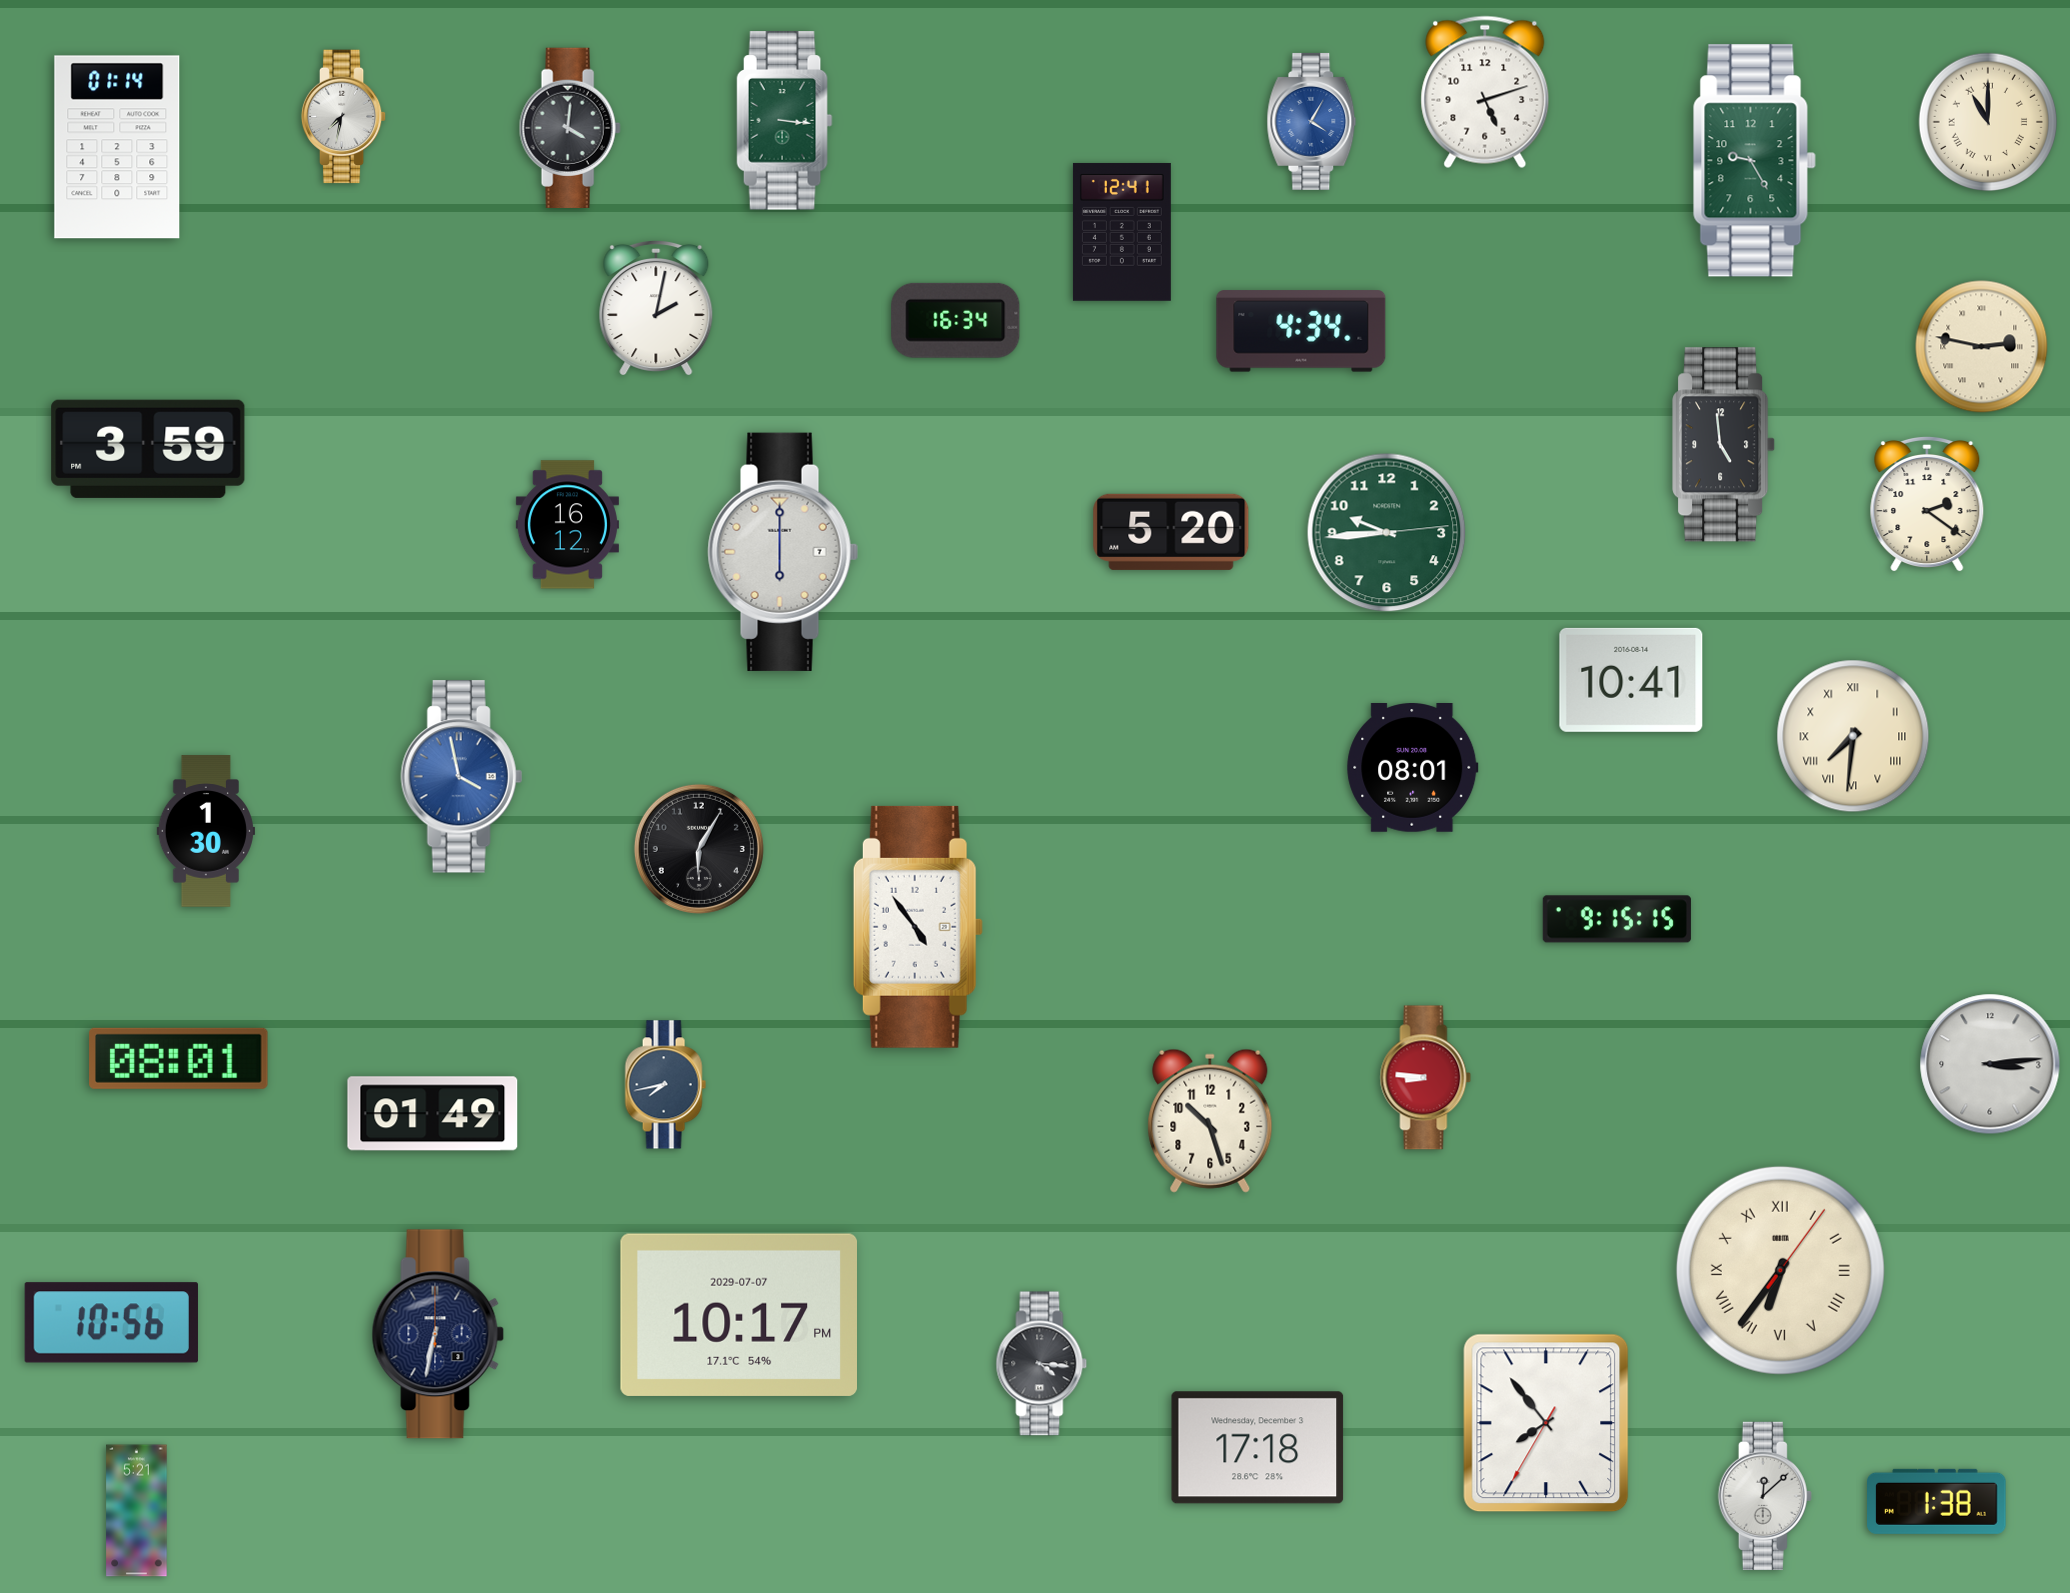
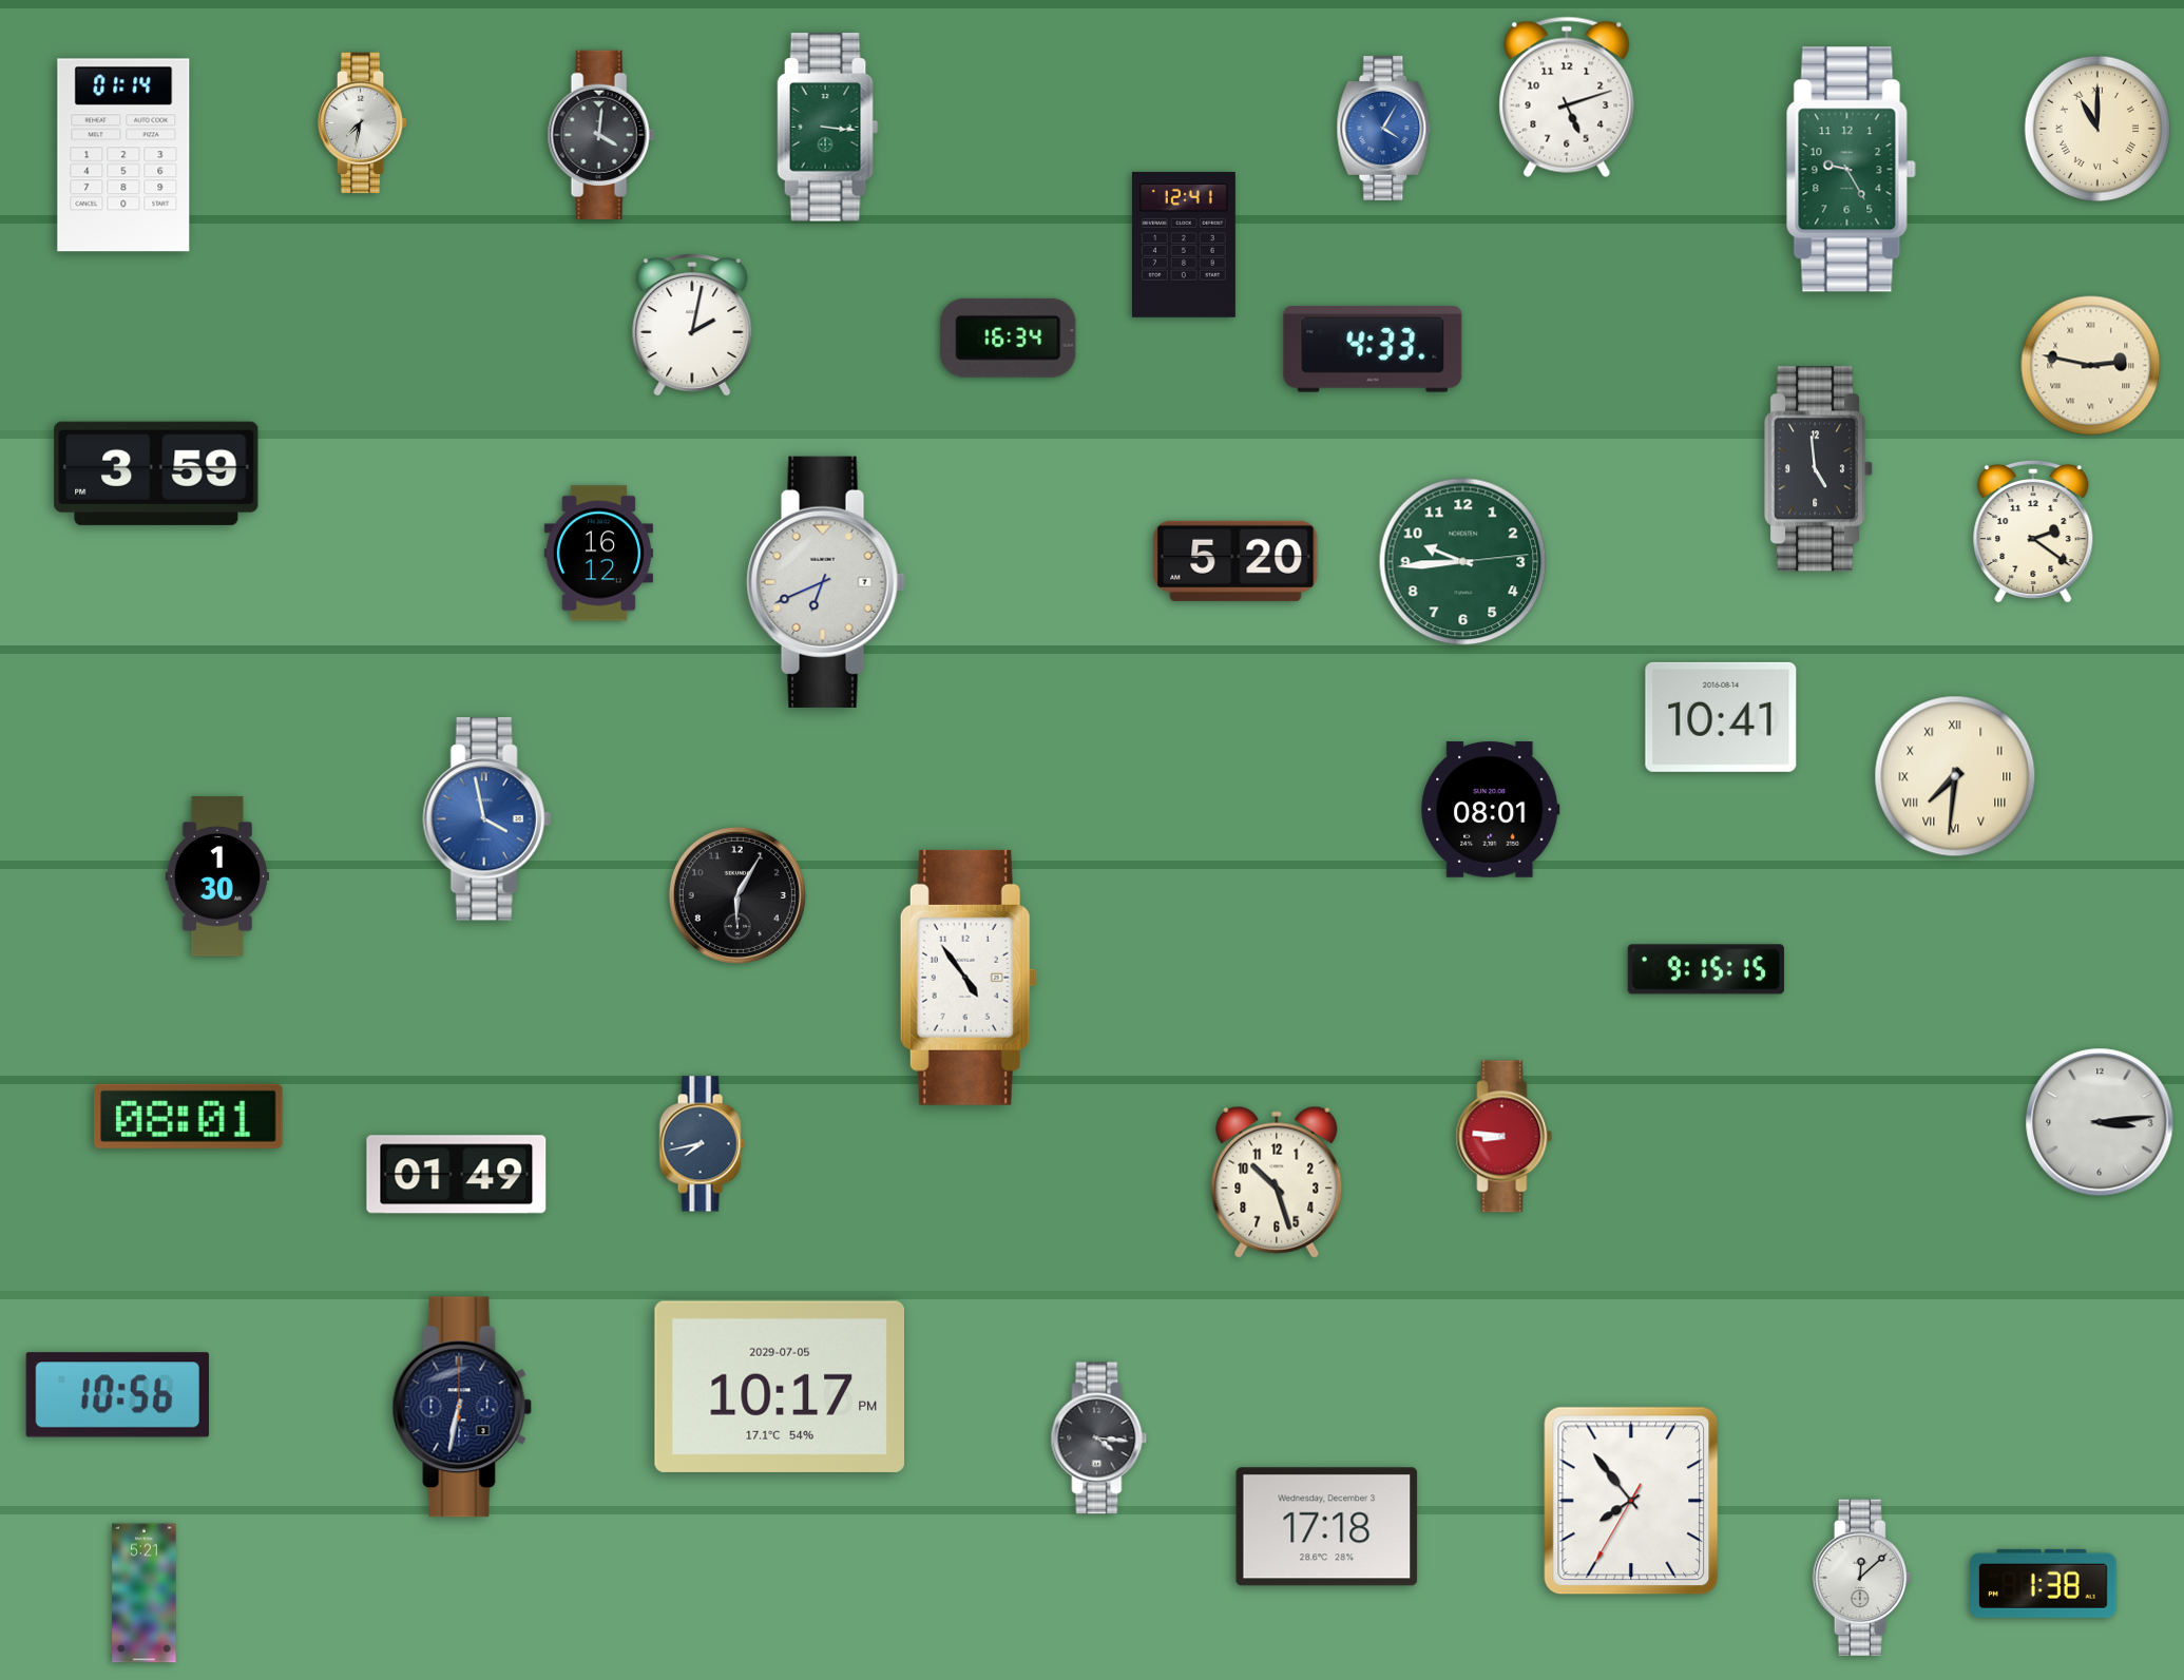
clock at (1301, 331): 4:34 -> 4:33
clock at (783, 552): 6:00 -> 6:41
clock at (1780, 1270): 6:36 -> none
clock at (738, 1315) date: 2029-07-07 -> 2029-07-05
